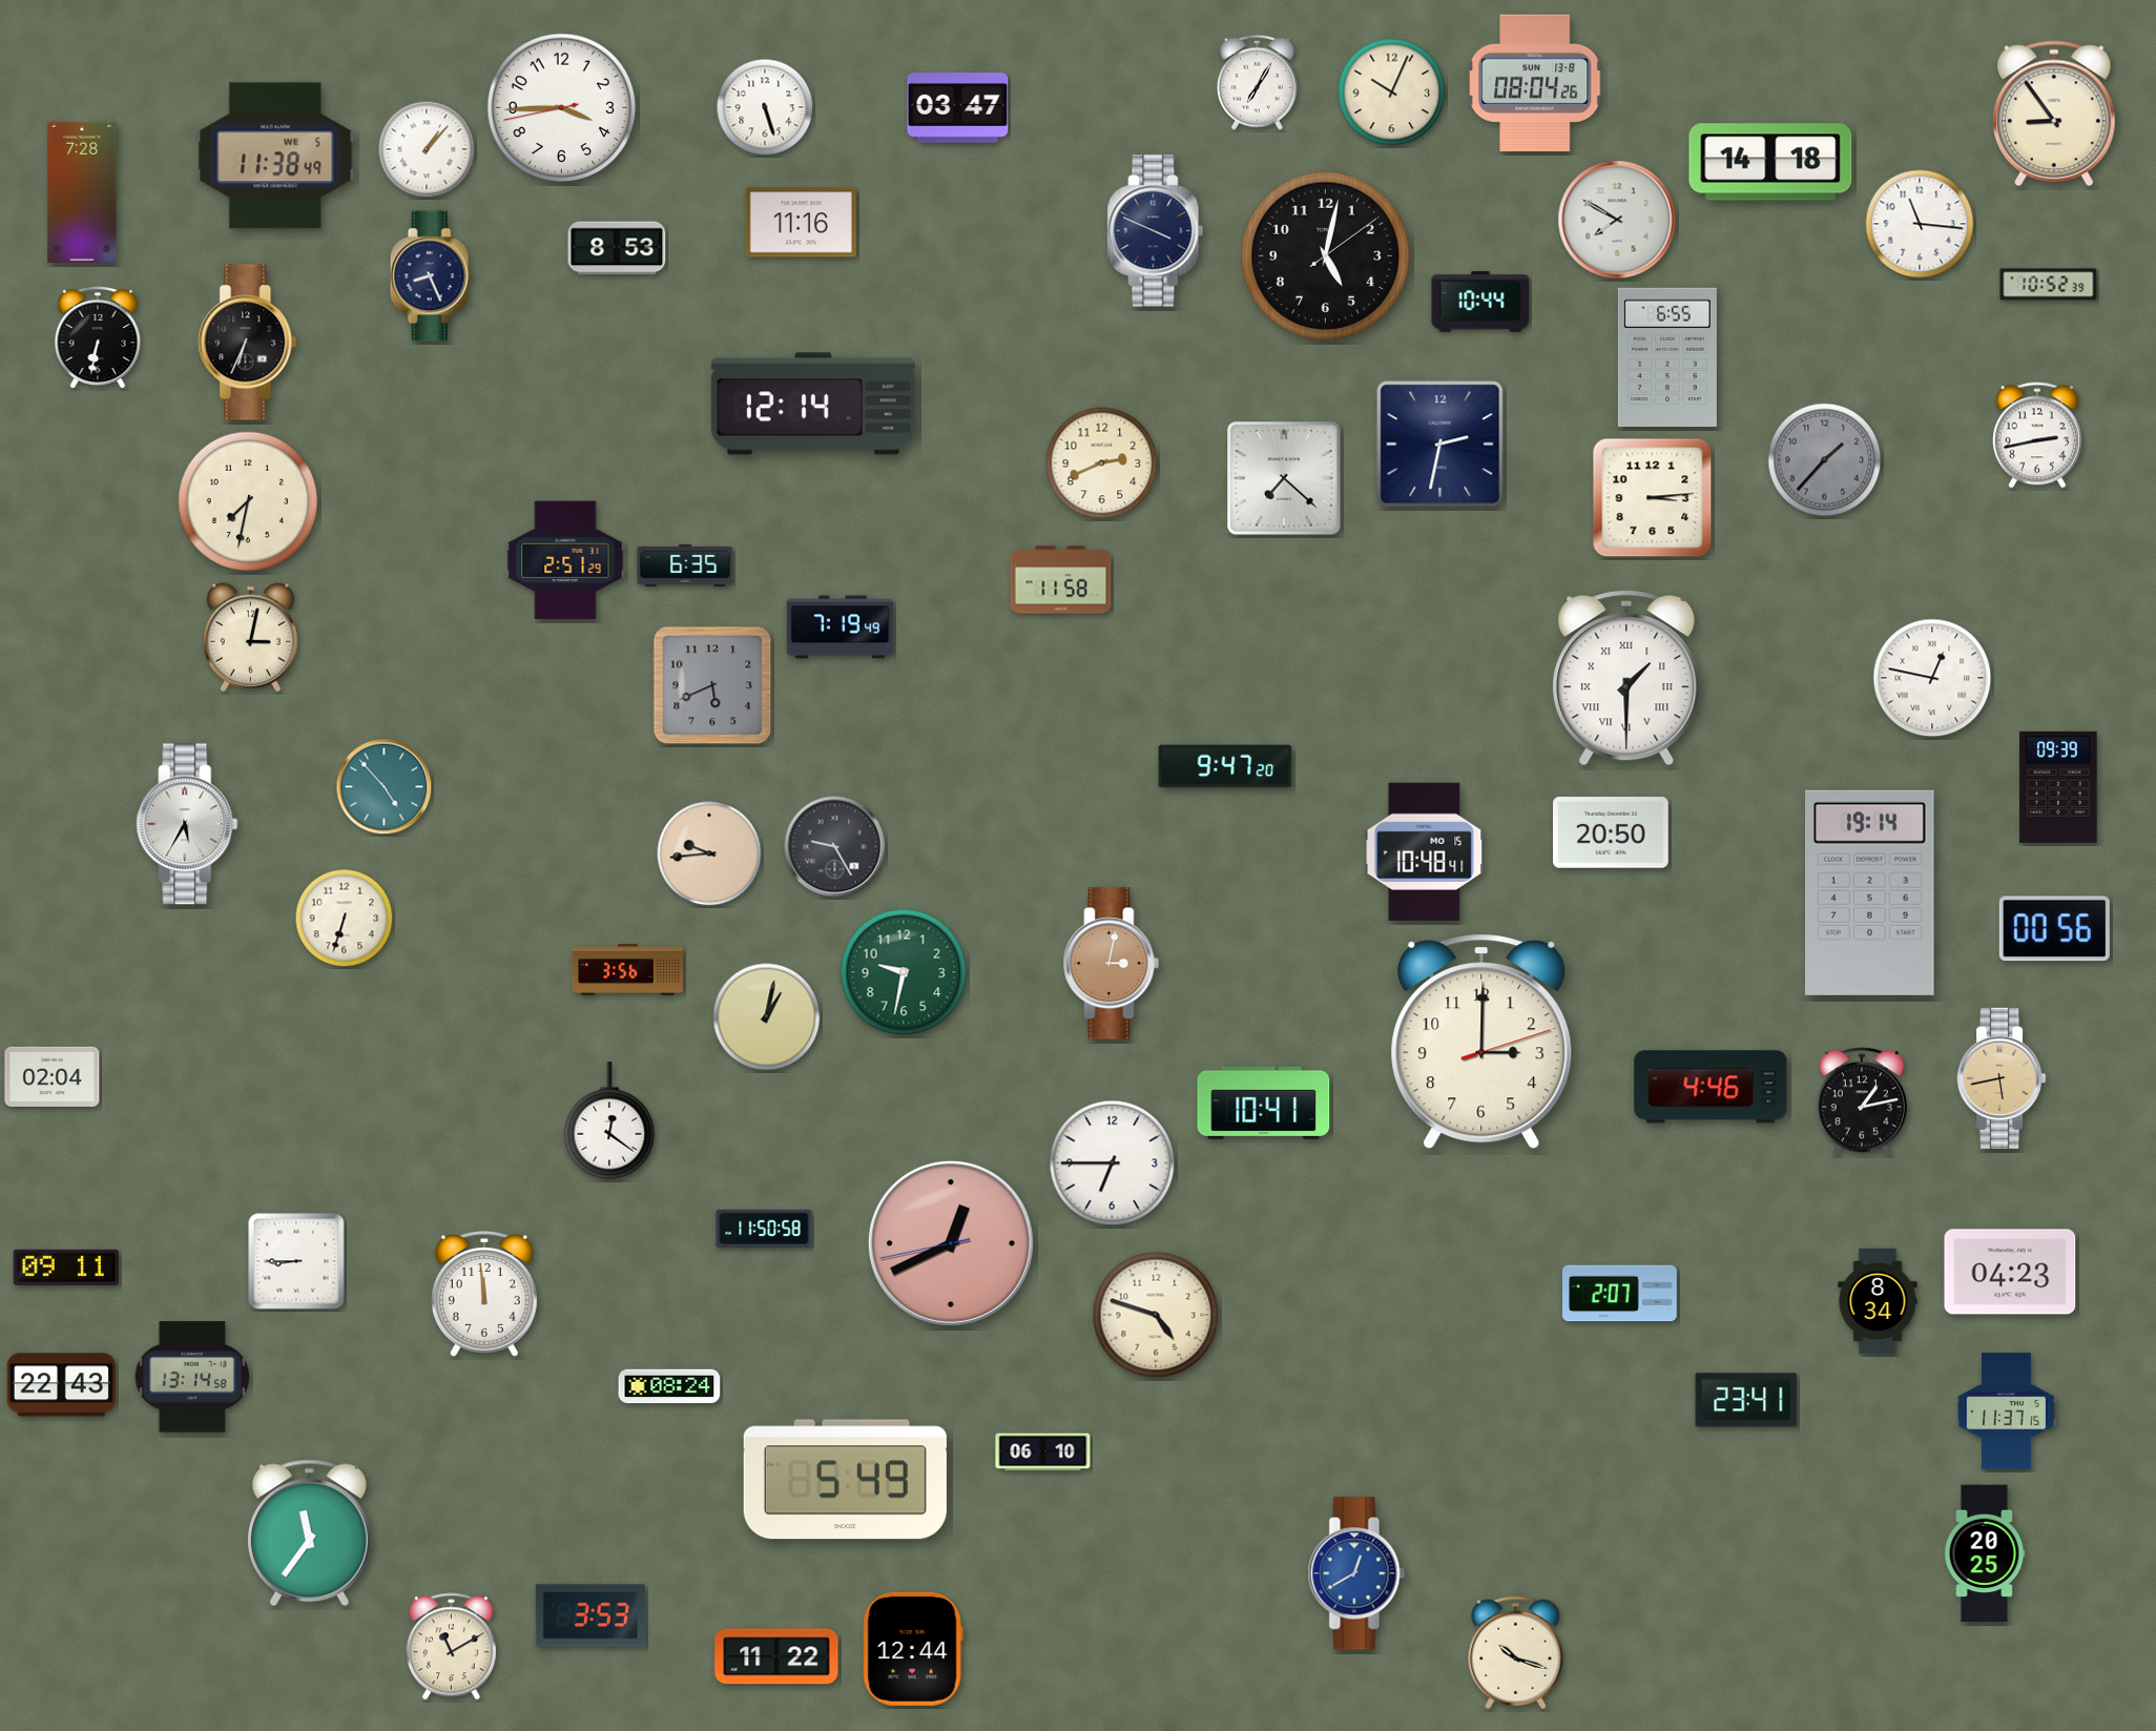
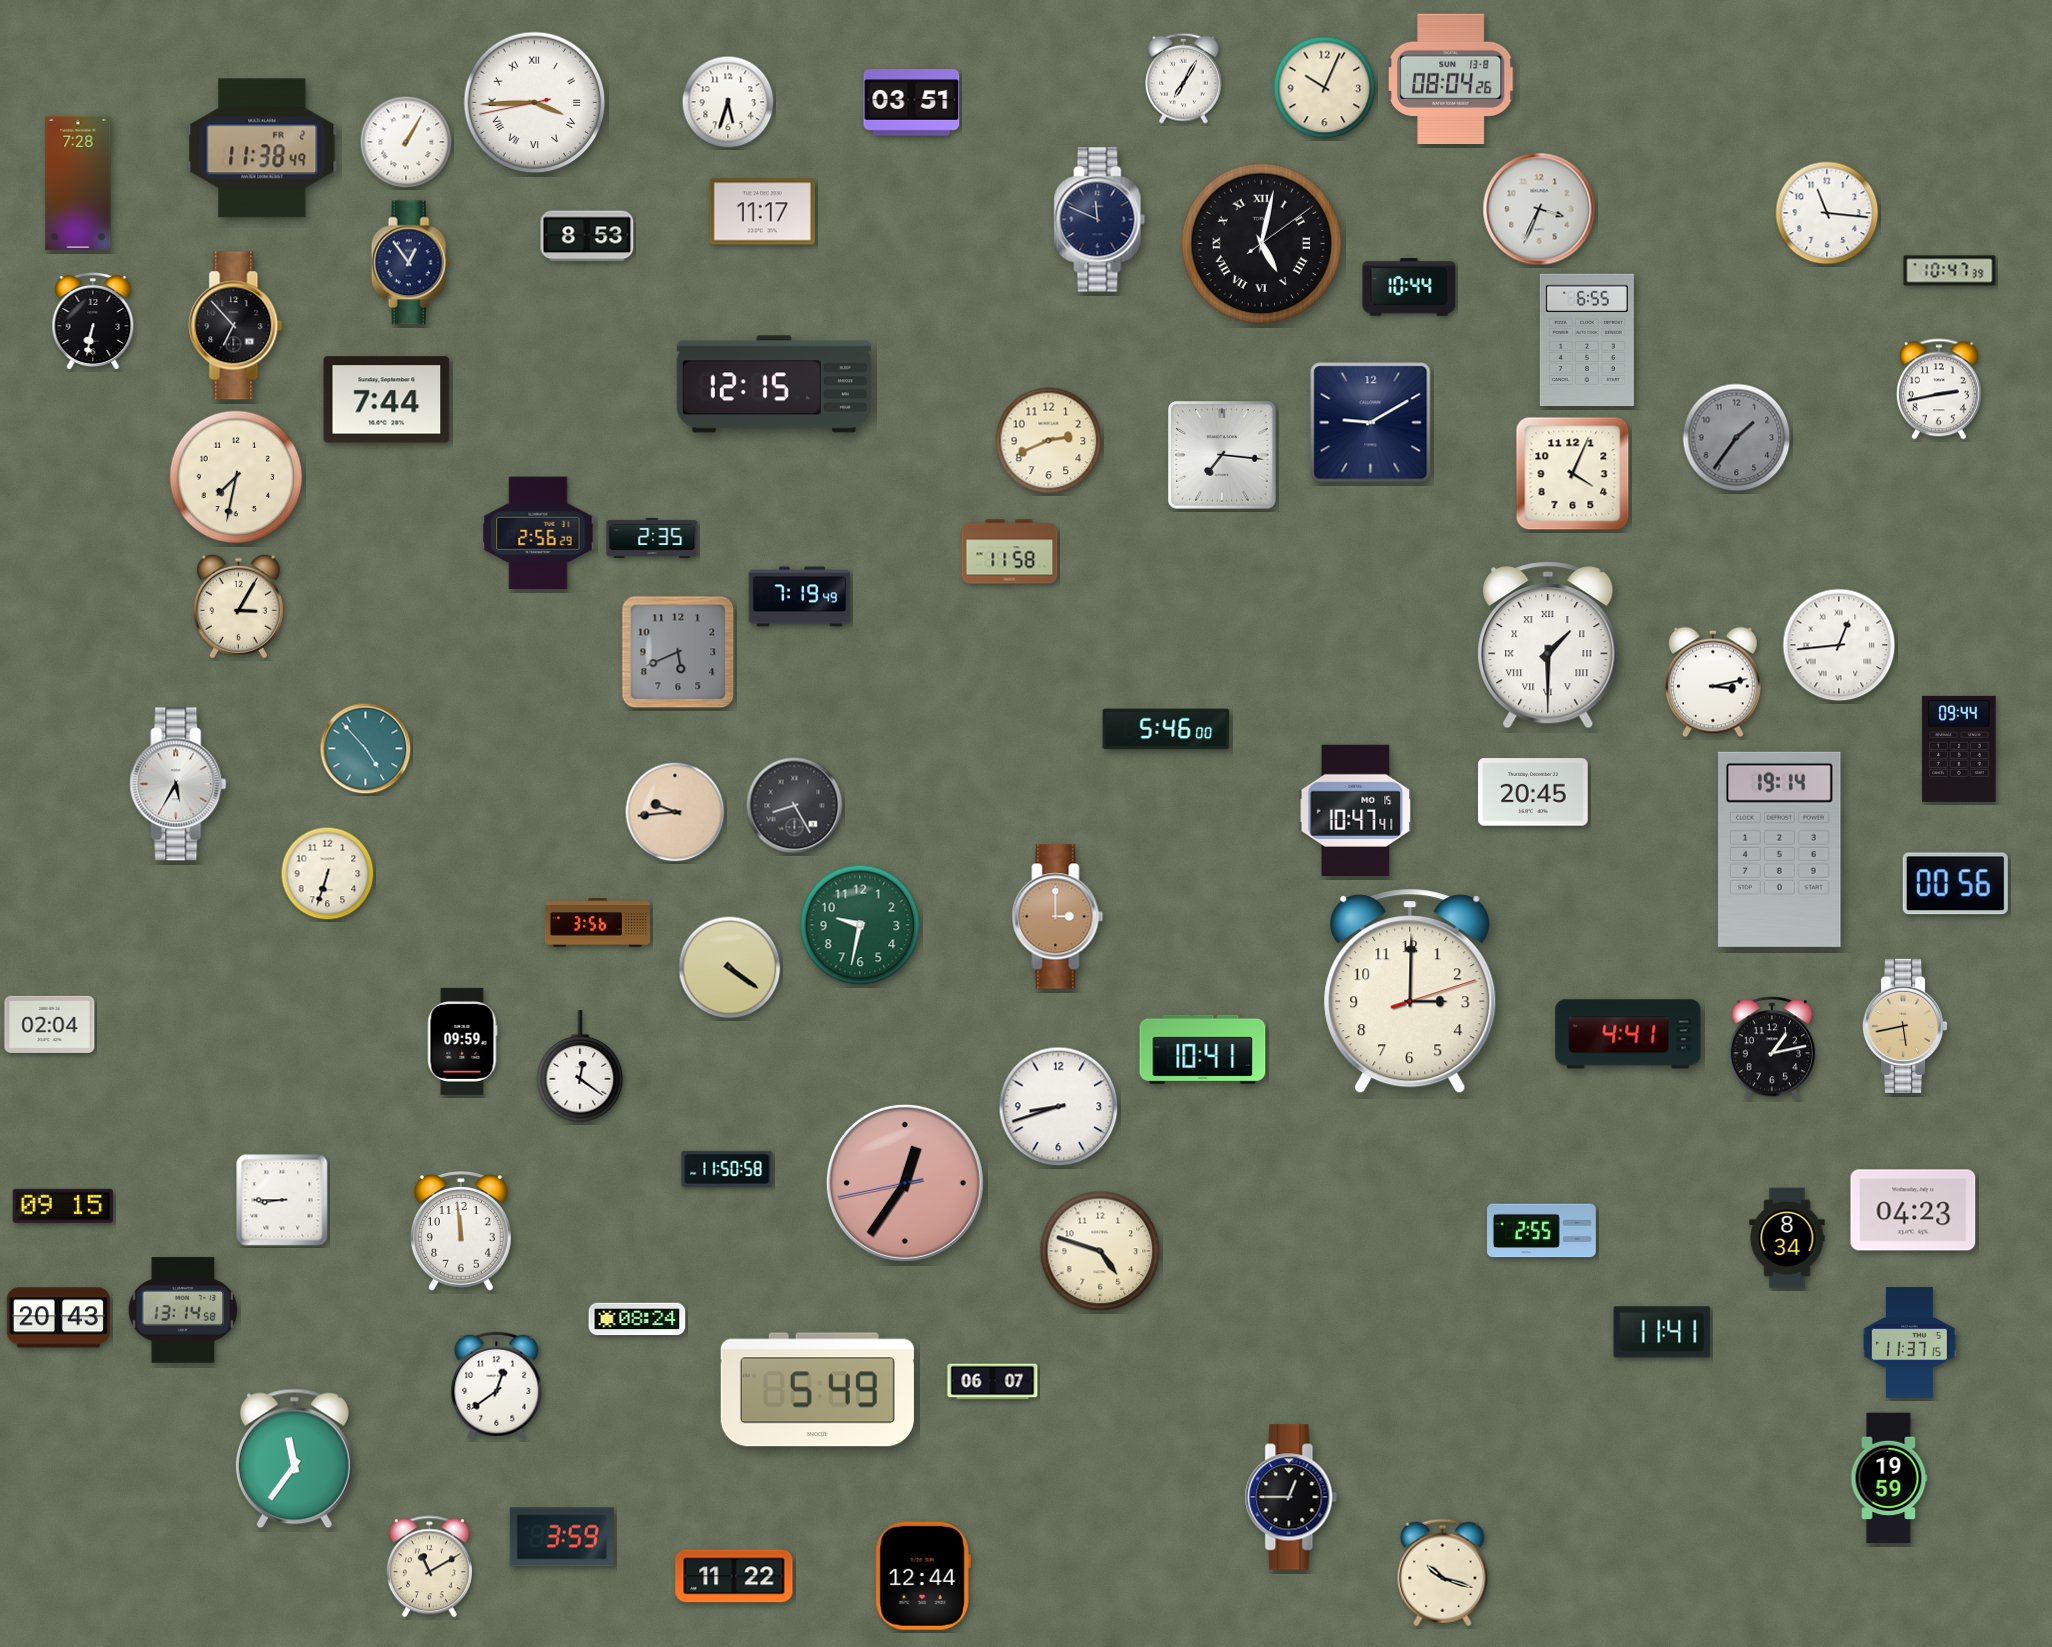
clock at (1258, 82) position: (1258, 82) -> (1184, 78)
clock at (1536, 82) position: (1536, 82) -> (1452, 78)
clock at (765, 107): 5:27 -> 5:33
clock at (562, 108) numerals: Arabic -> Roman
clock at (958, 108): 03:47 -> 03:51
clock at (2054, 114): 8:54 -> none
clock at (427, 149): 1:07 -> 1:05
clock at (275, 156) date: WE 5 -> FR 2
clock at (1770, 162): 14:18 -> none
clock at (1617, 220): 7:50 -> 3:34
clock at (801, 223): 11:16 -> 11:17
clock at (1156, 231): 3:49 -> 11:49
clock at (1325, 255) numerals: Arabic -> Roman
clock at (431, 276): 8:26 -> 12:54
clock at (2049, 285): 10:52 -> 10:47
clock at (248, 343): 6:34 -> 6:53
clock at (813, 404): 12:14 -> 12:15
clock at (387, 400): none -> 7:44
clock at (2037, 435) position: (2037, 435) -> (1939, 389)
clock at (1440, 445): 2:32 -> 9:10
clock at (1825, 460): 1:37 -> 1:36
clock at (1285, 479): 7:22 -> 7:16
clock at (1653, 498): 3:14 -> 4:04
clock at (565, 560): 2:51 -> 2:56
clock at (685, 565): 6:35 -> 2:35
clock at (250, 638): 3:02 -> 3:05
clock at (1932, 678): 12:47 -> 12:44
clock at (1713, 682): none -> 3:13
clock at (1225, 766): 9:47 -> 5:46
clock at (2058, 787): 09:39 -> 09:44
clock at (1612, 832): 20:50 -> 20:45
clock at (835, 847): 9:25 -> 8:25
clock at (1425, 851): 10:48 -> 10:47
clock at (1112, 964): 3:02 -> 3:00
clock at (767, 1017): 1:02 -> 4:21
clock at (1711, 1087): 4:46 -> 4:41
clock at (462, 1041): none -> 09:59
clock at (1113, 1163): 6:45 -> 8:42
clock at (951, 1243): 12:40 -> 12:35
clock at (66, 1268): 09:11 -> 09:15
clock at (1620, 1294): 2:07 -> 2:55
clock at (61, 1385): 22:43 -> 20:43
clock at (1746, 1400): 23:41 -> 11:41
clock at (1043, 1452): 06:10 -> 06:07
clock at (497, 1386): none -> 12:39
clock at (845, 1480) position: (845, 1480) -> (817, 1390)
clock at (1985, 1553): 20:25 -> 19:59
clock at (1356, 1573): 12:40 -> 12:45
clock at (1356, 1573) dial: blue -> black
clock at (590, 1615): 3:53 -> 3:59
clock at (913, 1649) position: (913, 1649) -> (923, 1576)
clock at (776, 1656) position: (776, 1656) -> (734, 1576)
